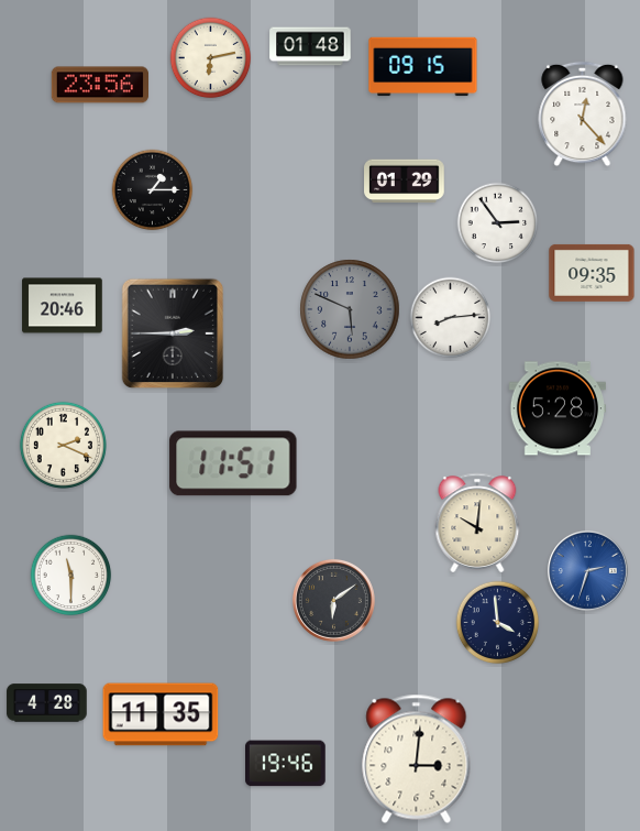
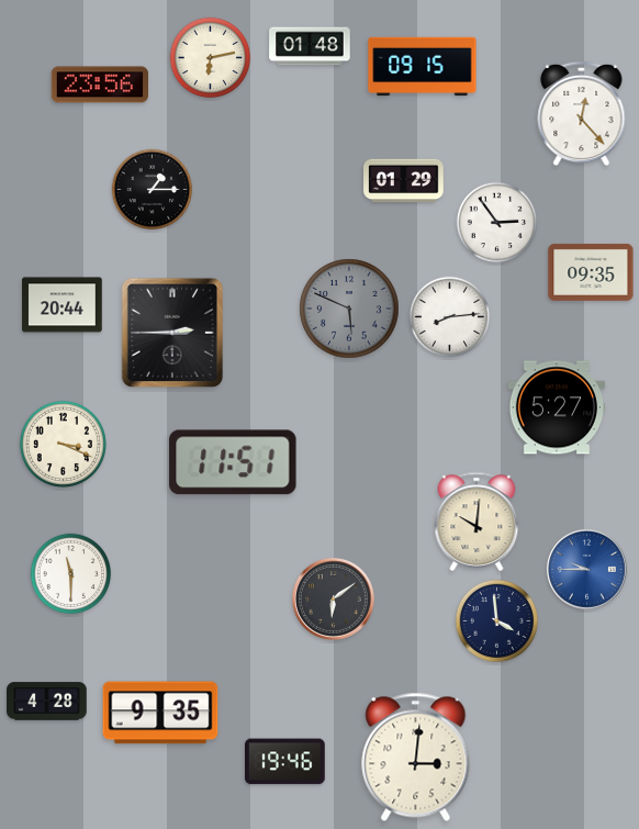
clock at (63, 306): 20:46 -> 20:44
clock at (556, 408): 5:28 -> 5:27
clock at (63, 445): 2:19 -> 3:19
clock at (587, 570): 2:33 -> 9:45
clock at (161, 714): 11:35 -> 9:35
